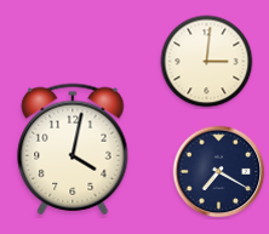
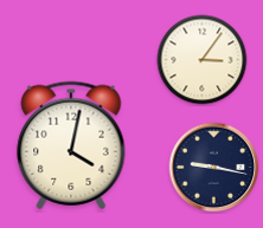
clock at (207, 62): 3:01 -> 3:06
clock at (219, 172): 7:20 -> 9:17
